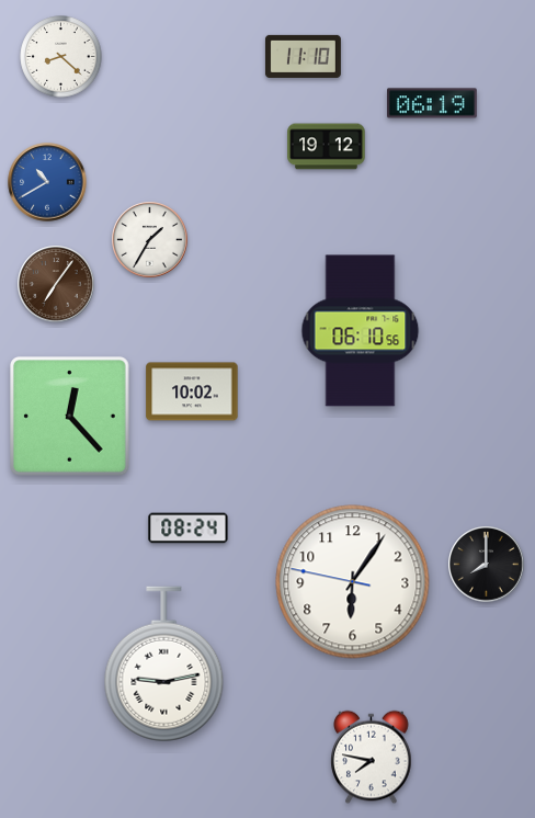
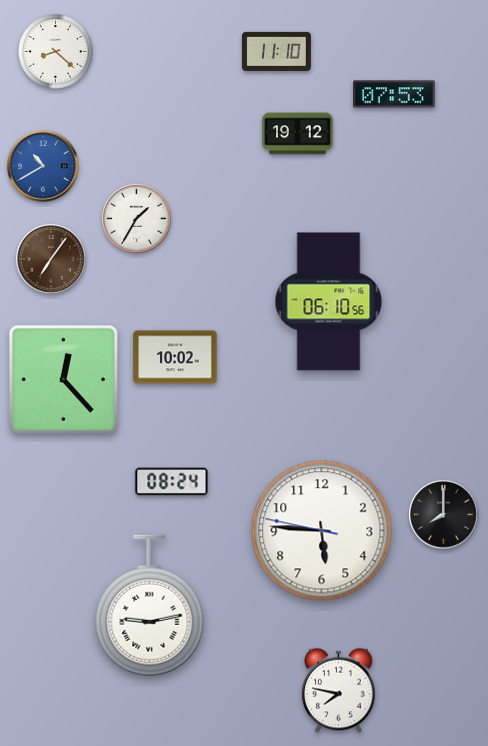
clock at (433, 103): 06:19 -> 07:53
clock at (353, 582): 6:05 -> 5:45
